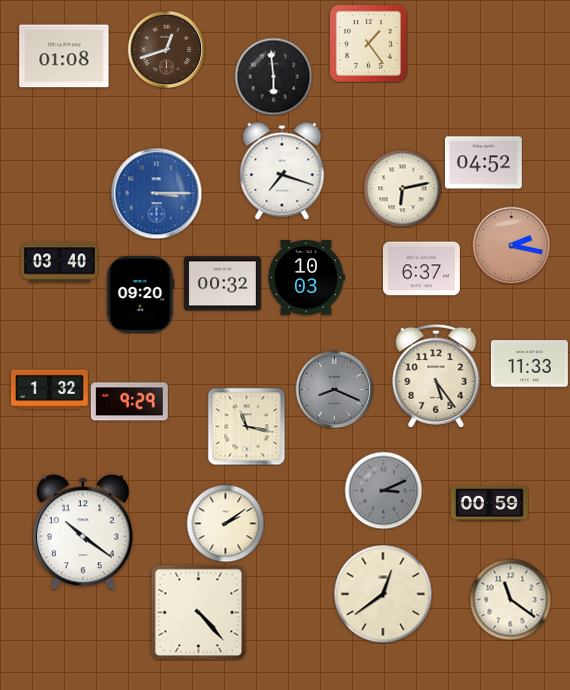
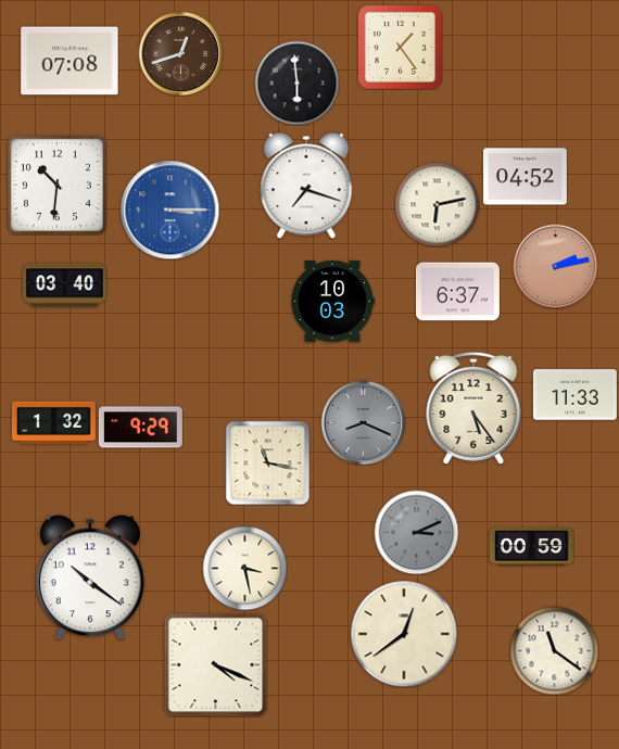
clock at (64, 56): 01:08 -> 07:08
clock at (56, 185): none -> 10:31
clock at (511, 245): 2:17 -> 2:13
clock at (222, 284): 00:32 -> none
clock at (140, 294): 09:20 -> none
clock at (129, 402) position: (129, 402) -> (140, 428)
clock at (225, 523): 2:09 -> 3:28
clock at (383, 594) position: (383, 594) -> (404, 634)
clock at (198, 612): 4:23 -> 4:19
